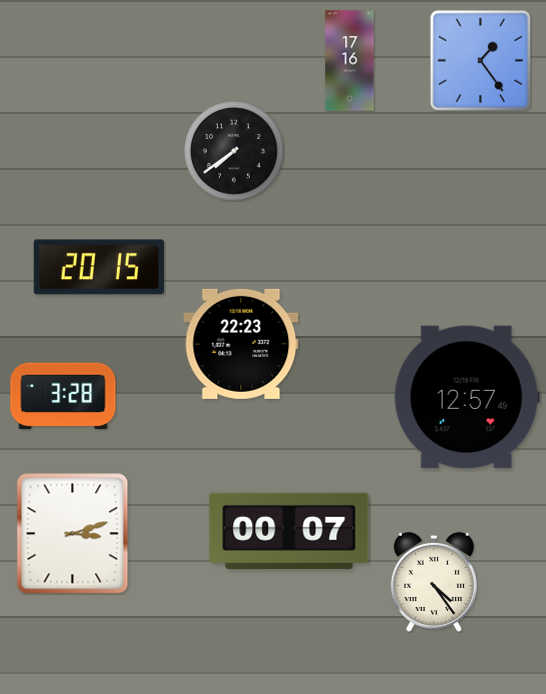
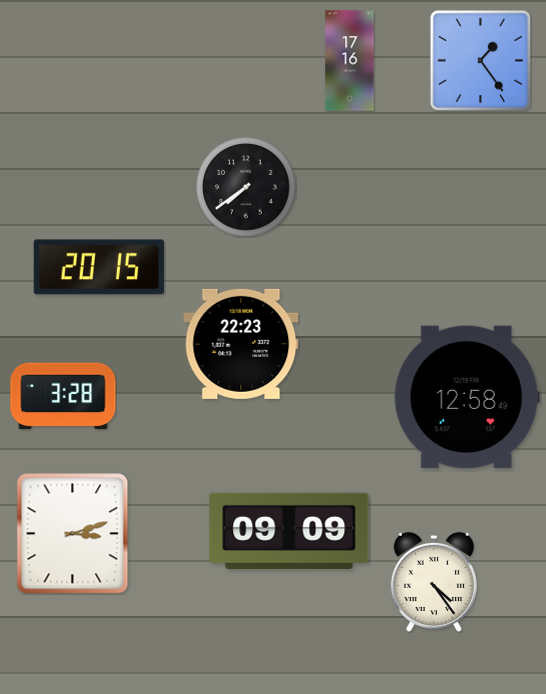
clock at (234, 151) position: (234, 151) -> (246, 187)
clock at (467, 397): 12:57 -> 12:58
clock at (289, 531): 00:07 -> 09:09
